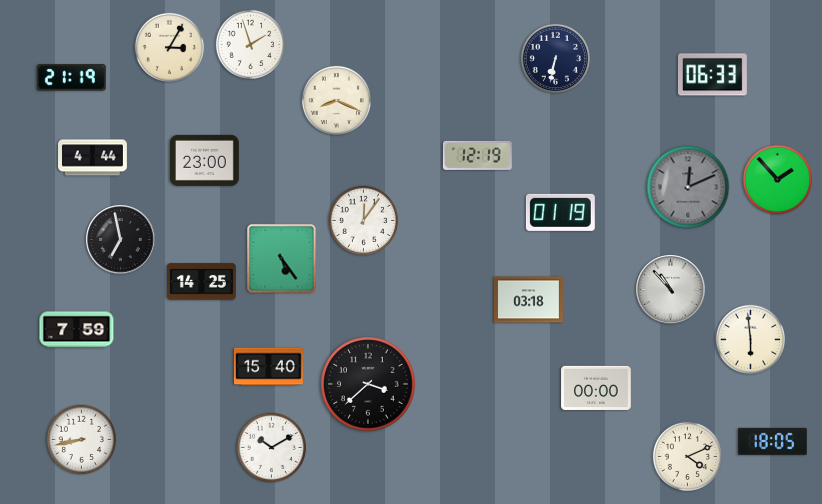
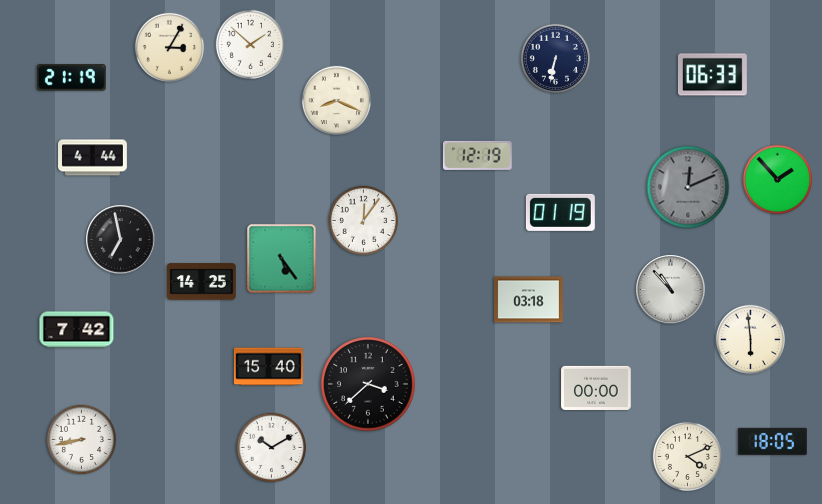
clock at (250, 44): 1:57 -> 1:52
clock at (204, 160): 23:00 -> none
clock at (77, 330): 7:59 -> 7:42
